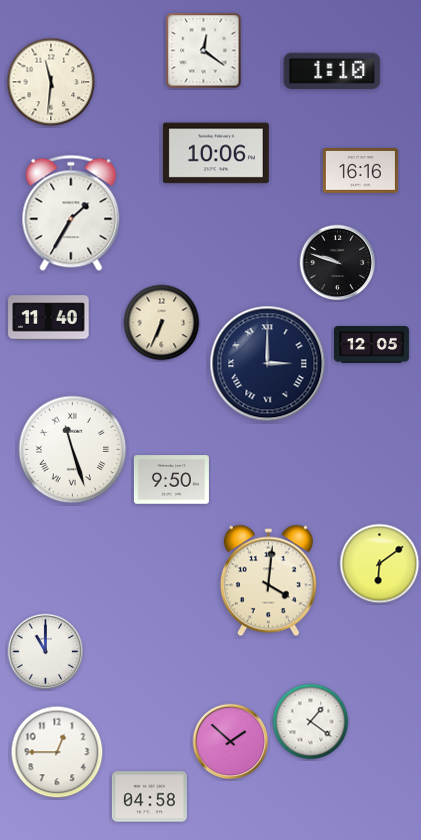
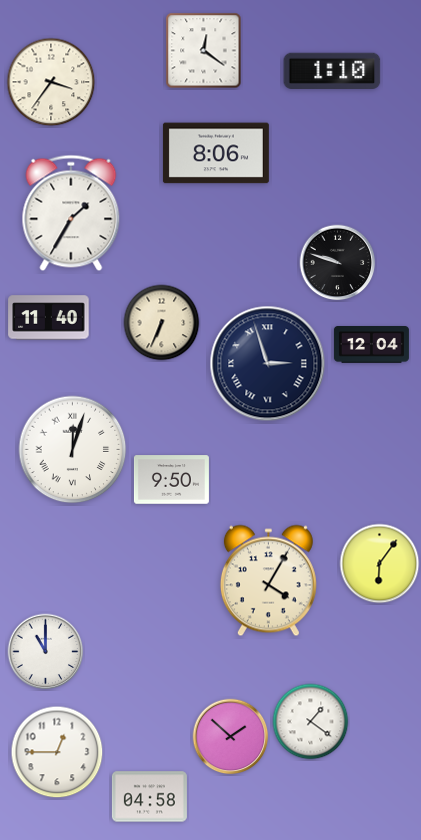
clock at (51, 82): 11:31 -> 3:36
clock at (216, 153): 10:06 -> 8:06
clock at (360, 171): 16:16 -> none
clock at (371, 345): 12:05 -> 12:04
clock at (268, 364): 3:00 -> 2:57
clock at (73, 450): 11:27 -> 12:03
clock at (380, 564): 6:09 -> 6:06
clock at (268, 581): 4:01 -> 4:05
clock at (231, 742) position: (231, 742) -> (231, 737)
